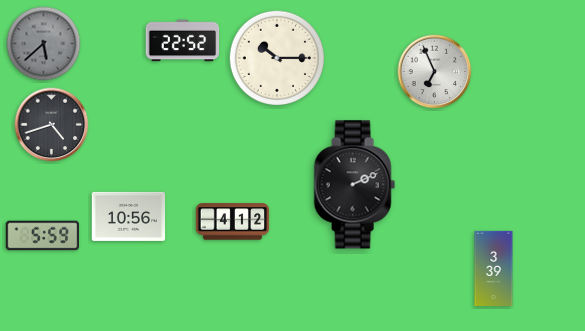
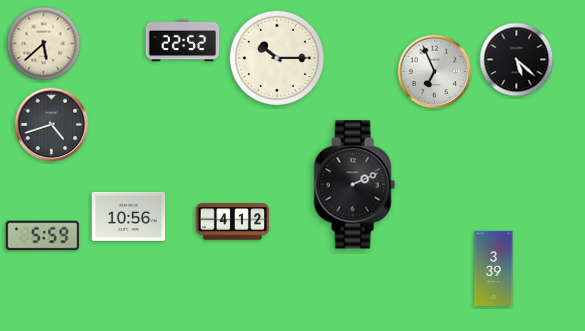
clock at (44, 44) dial: grey -> cream
clock at (517, 60): none -> 5:22
